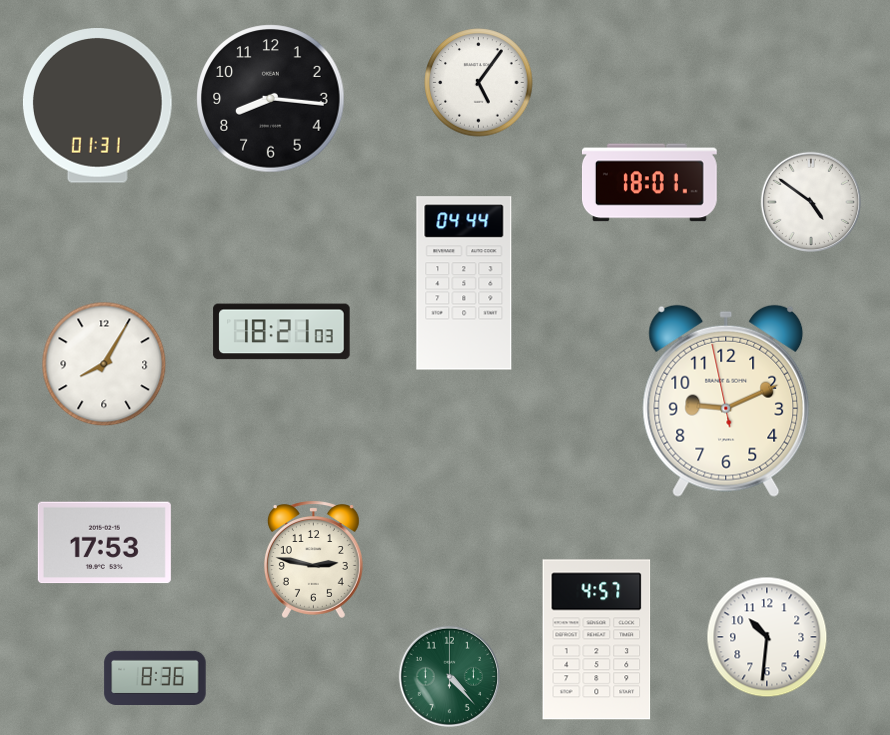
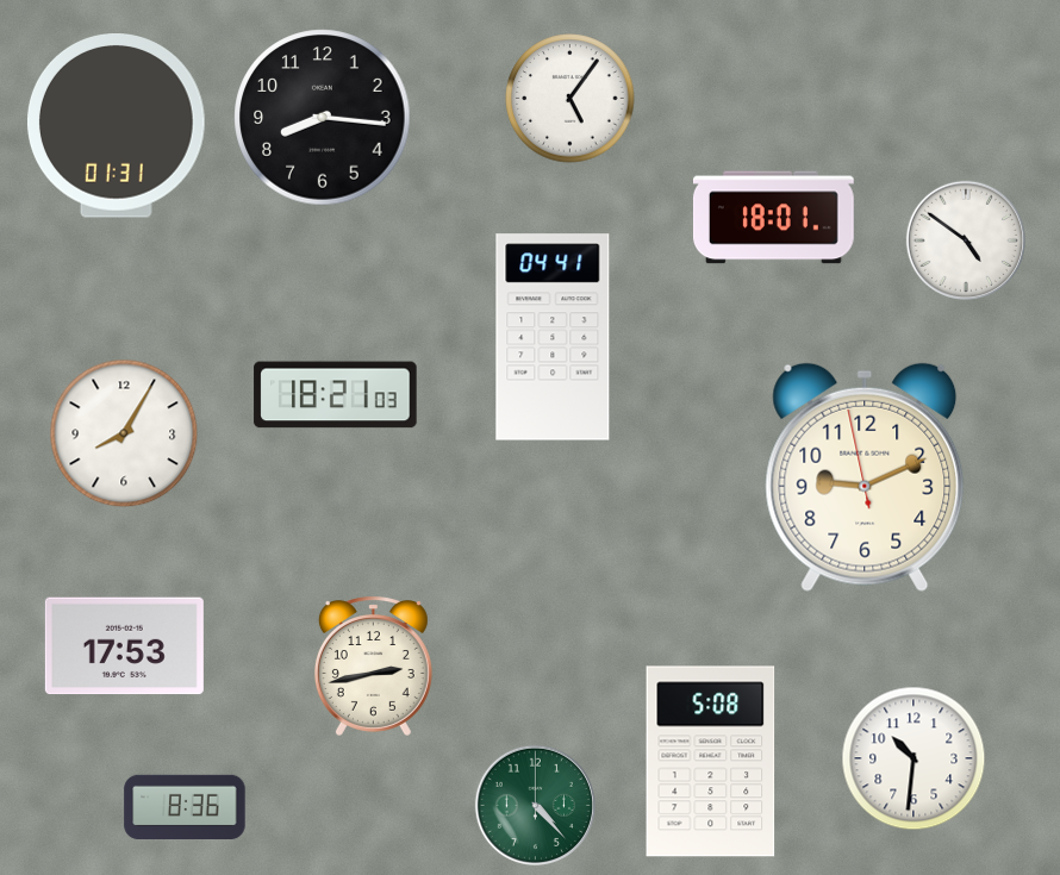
clock at (464, 283): 04:44 -> 04:41
clock at (313, 559): 2:47 -> 2:43
clock at (597, 640): 4:57 -> 5:08
